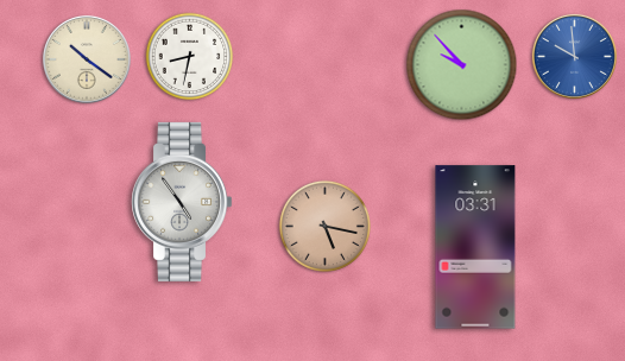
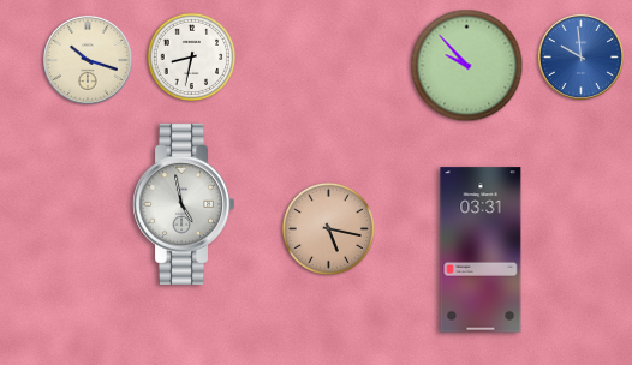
clock at (87, 59): 10:21 -> 10:18
clock at (182, 202): 4:54 -> 4:58
